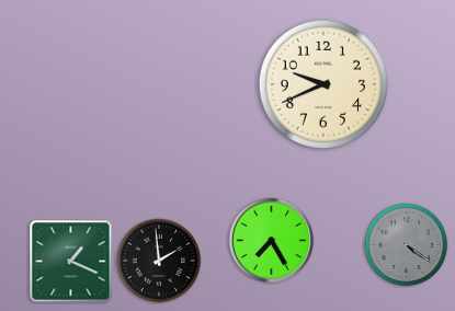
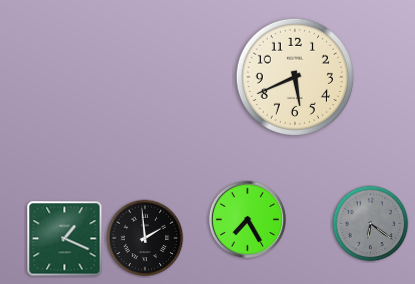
clock at (323, 84): 9:41 -> 5:41
clock at (407, 245): 4:21 -> 6:21
